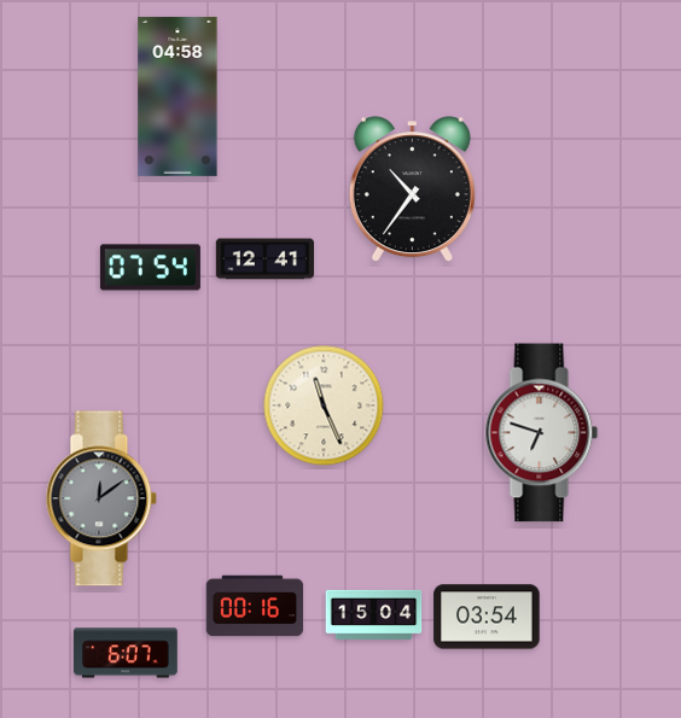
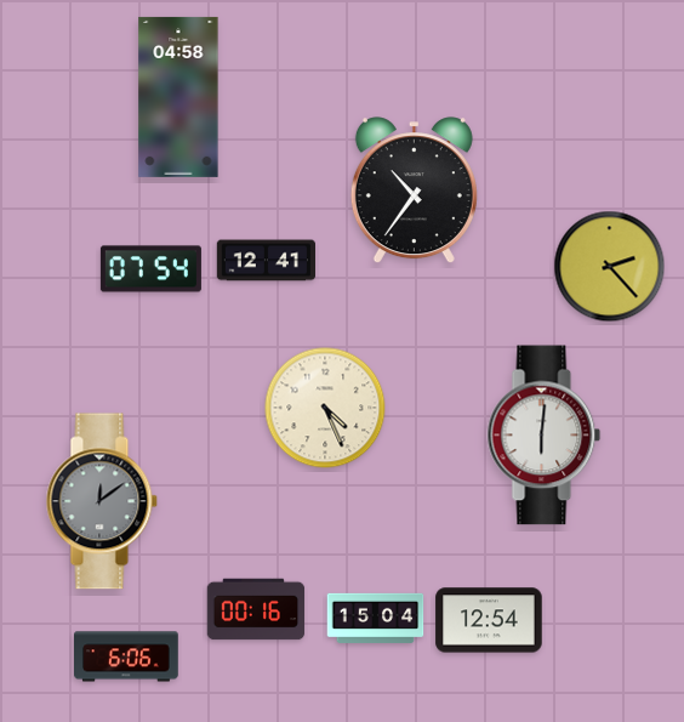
clock at (610, 267): none -> 2:23
clock at (324, 405): 11:26 -> 4:26
clock at (542, 433): 6:48 -> 6:01
clock at (487, 617): 03:54 -> 12:54
clock at (127, 653): 6:07 -> 6:06
